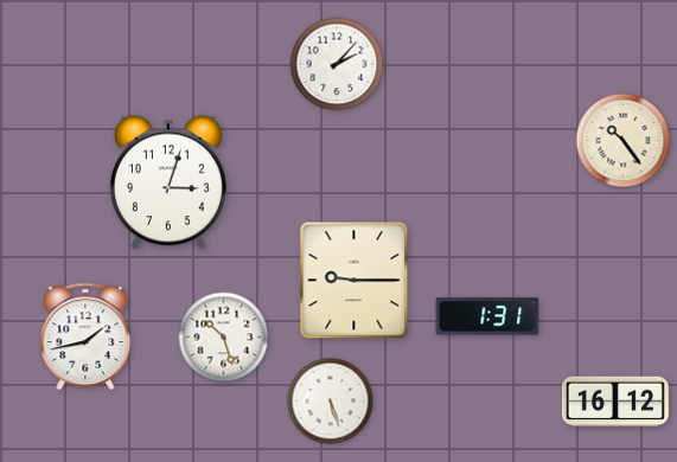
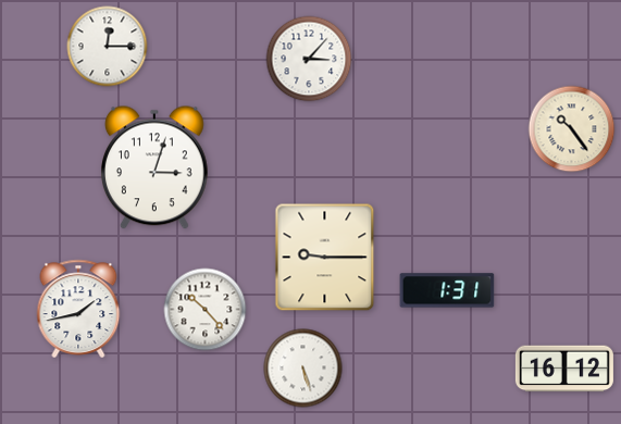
clock at (108, 47): none -> 12:15
clock at (337, 64): 2:07 -> 3:07
clock at (224, 338): 10:27 -> 10:23
